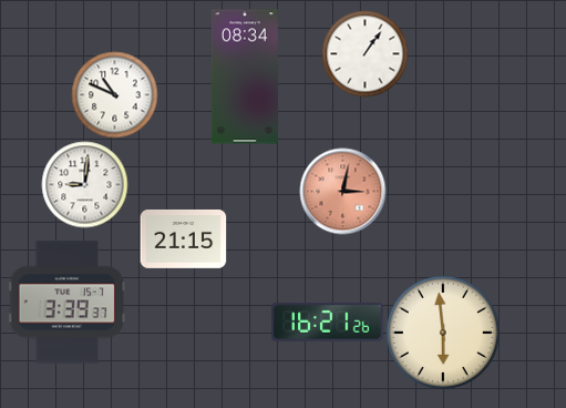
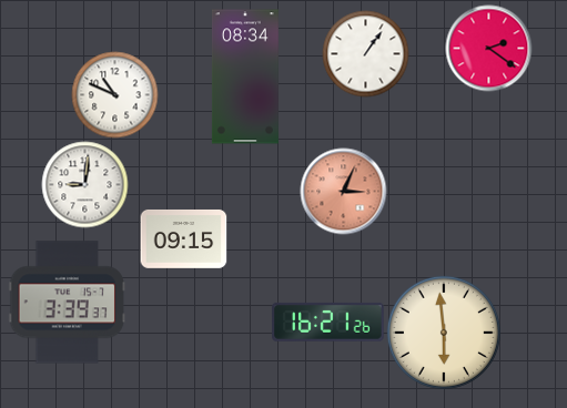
clock at (488, 48): none -> 2:21
clock at (342, 191): 3:02 -> 3:04
clock at (183, 238): 21:15 -> 09:15
